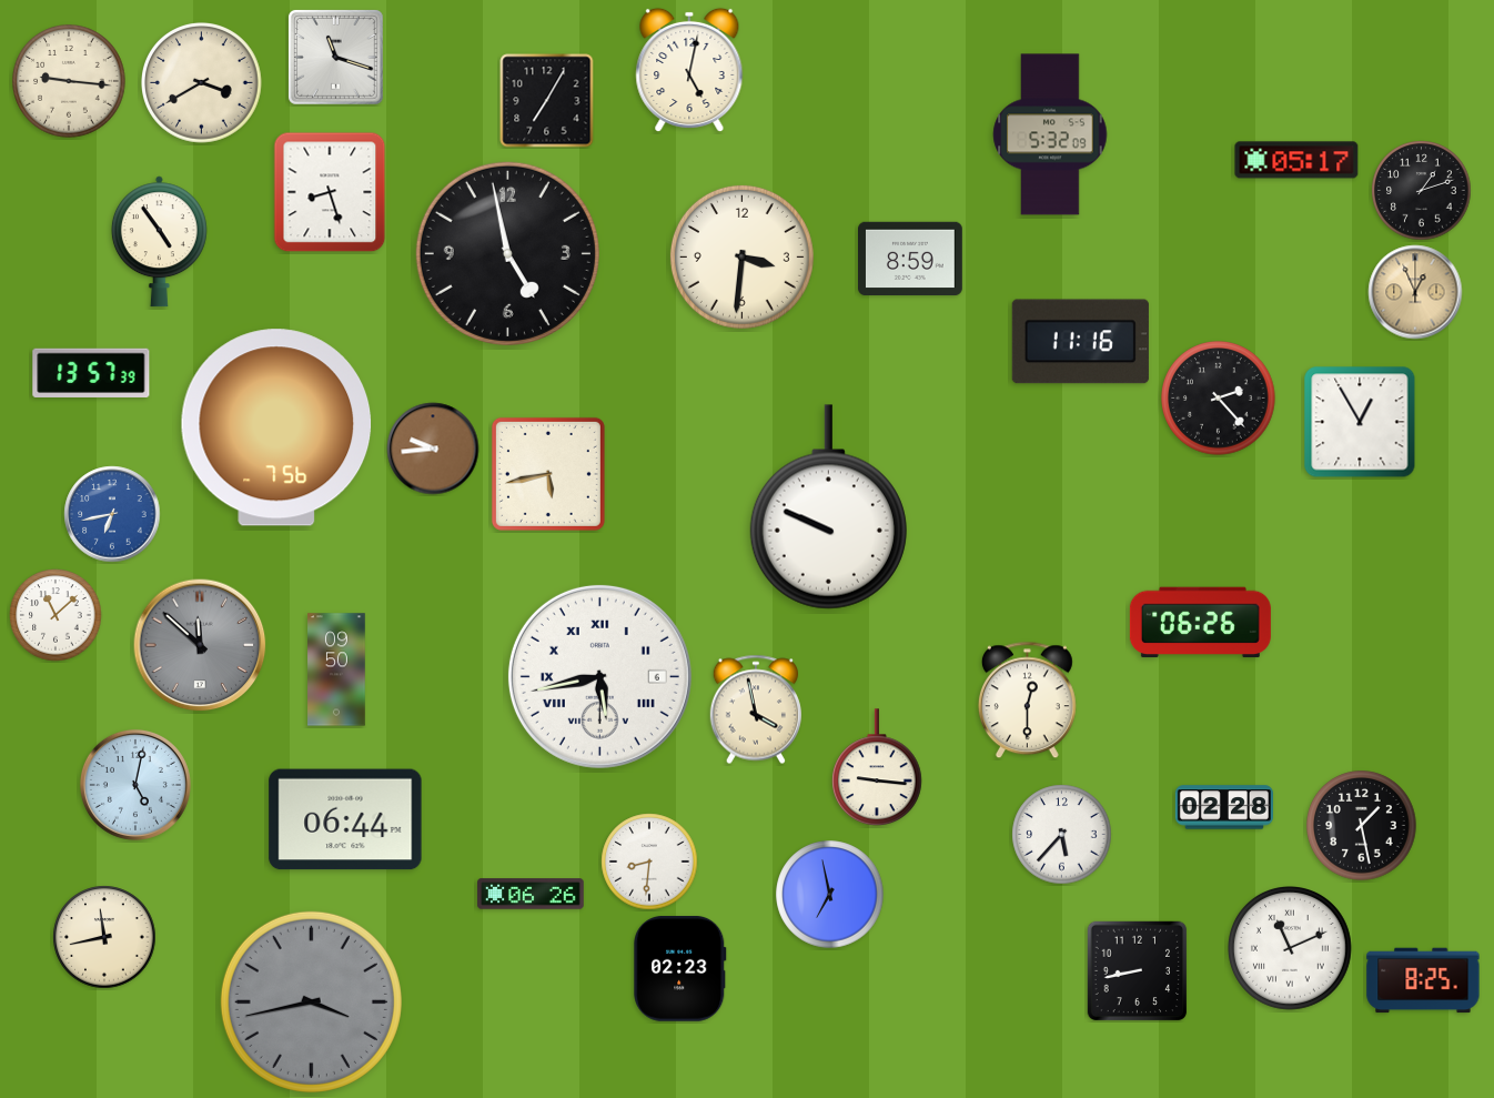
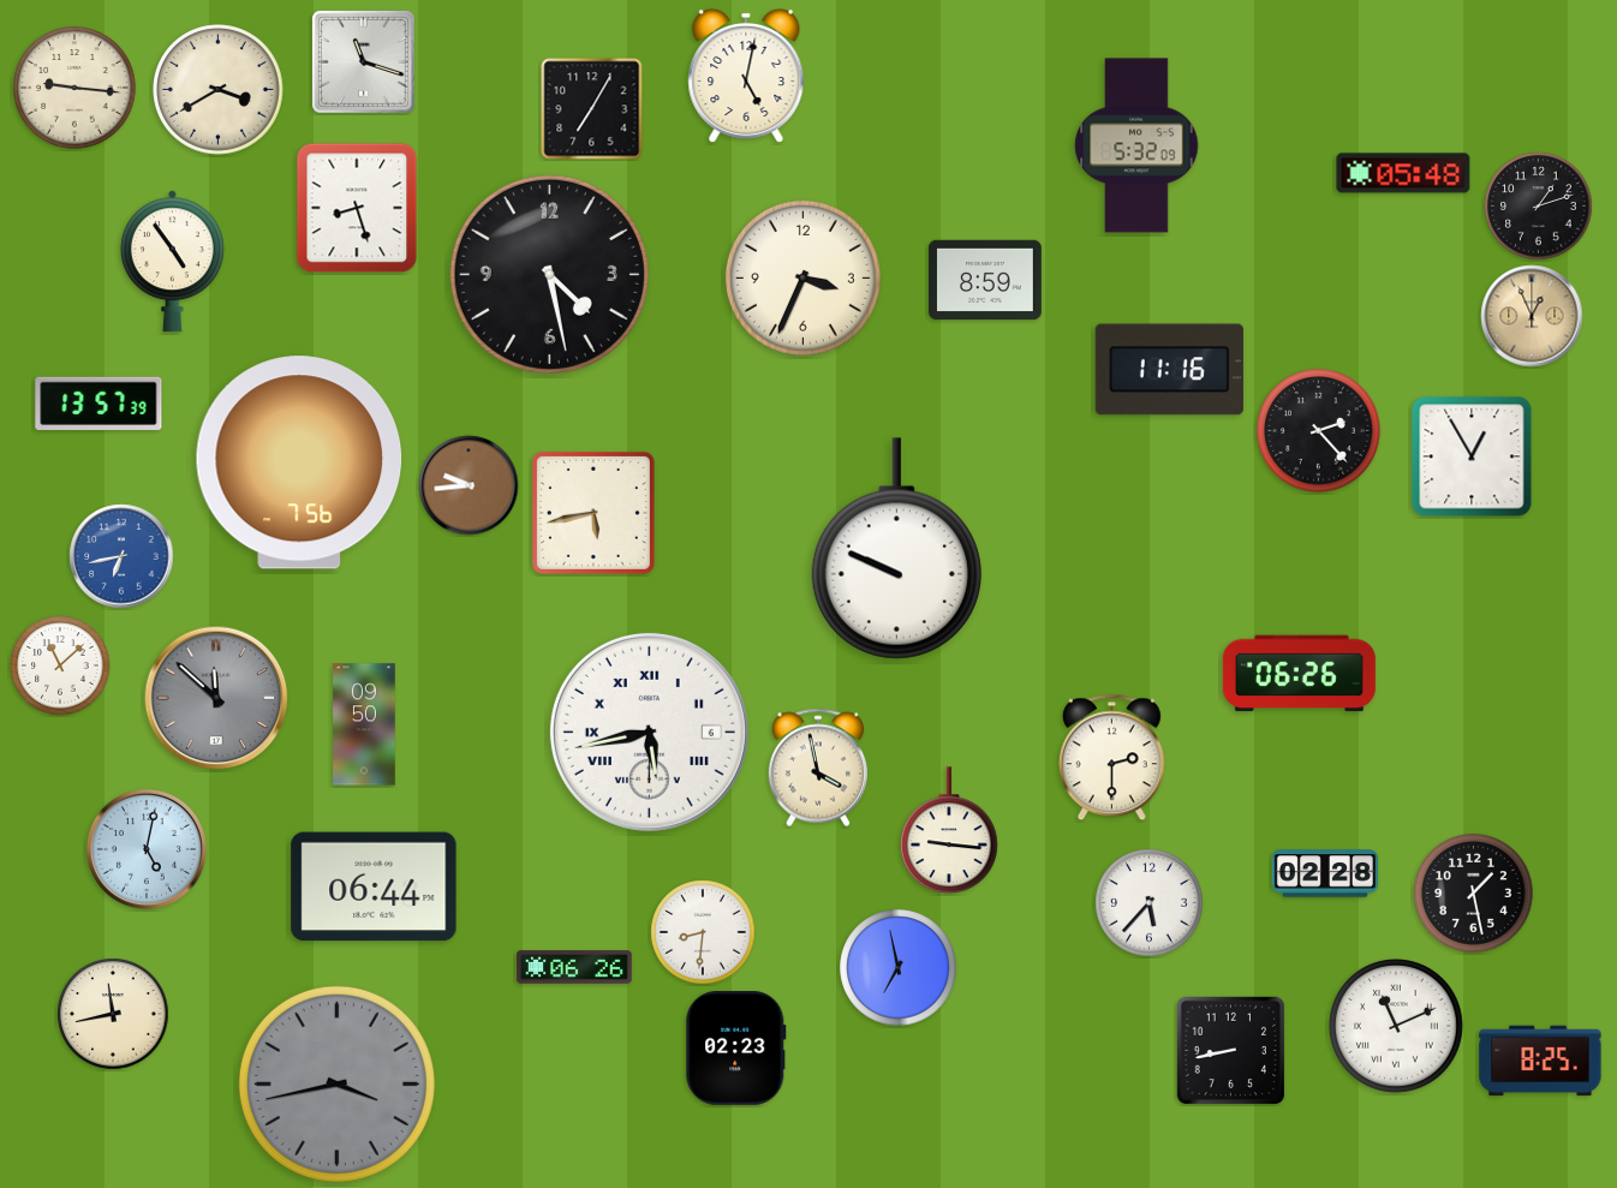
clock at (1296, 160): 05:17 -> 05:48
clock at (507, 253): 4:58 -> 4:28
clock at (741, 256): 3:31 -> 3:34
clock at (1027, 701): 12:30 -> 2:30
